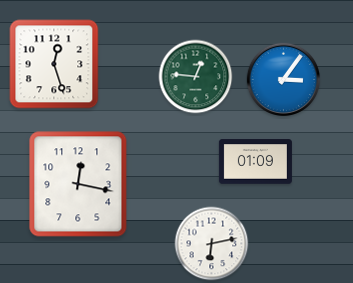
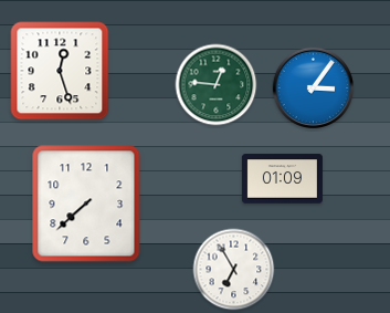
clock at (78, 184): 12:17 -> 7:38
clock at (212, 244): 6:13 -> 6:55
